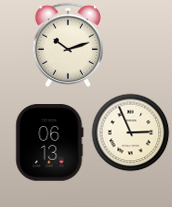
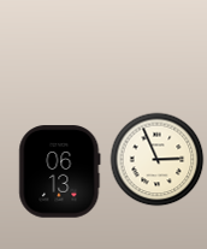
clock at (67, 45): 10:12 -> none
